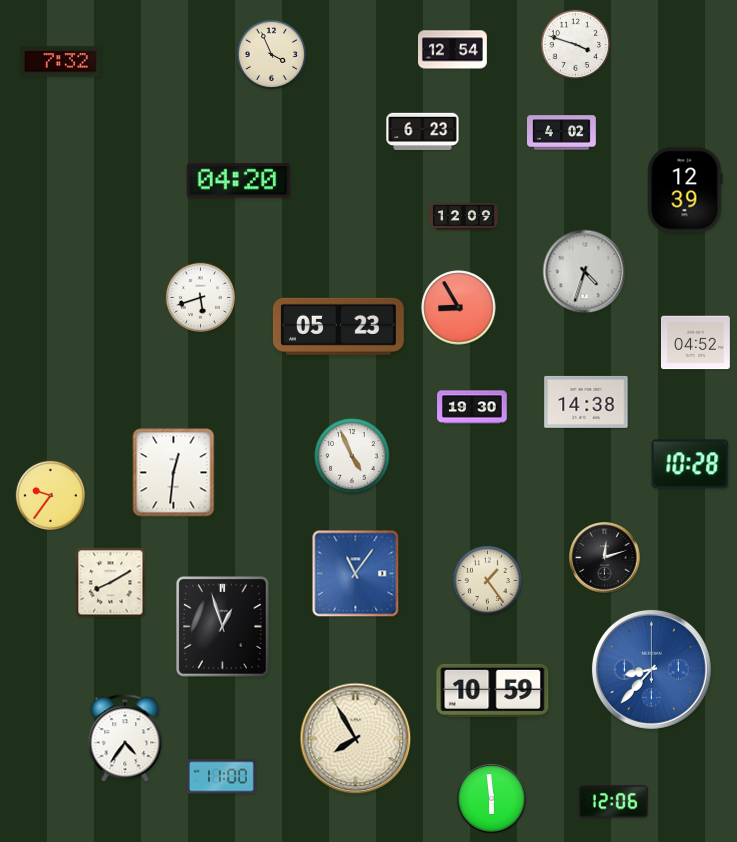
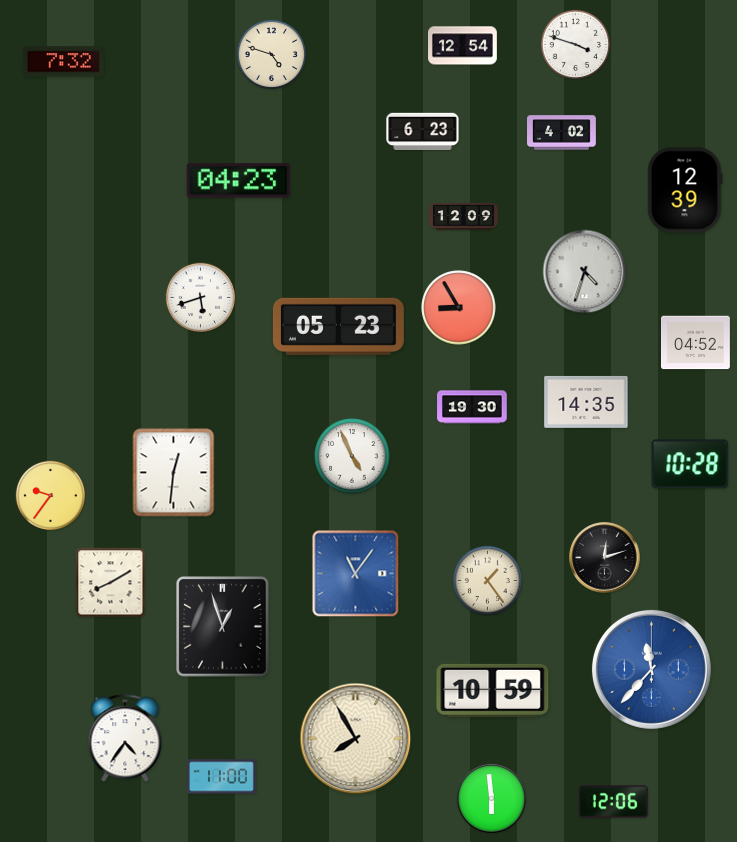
clock at (453, 50) position: (453, 50) -> (463, 46)
clock at (271, 54): 3:56 -> 4:48
clock at (60, 62) position: (60, 62) -> (63, 62)
clock at (238, 181): 04:20 -> 04:23
clock at (586, 402): 14:38 -> 14:35
clock at (651, 669): 8:37 -> 11:37
